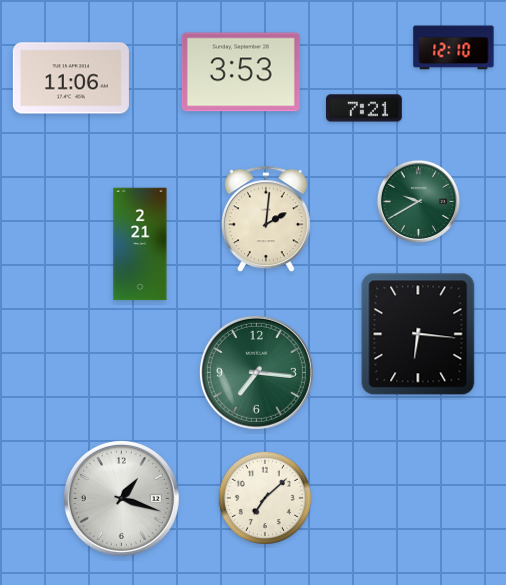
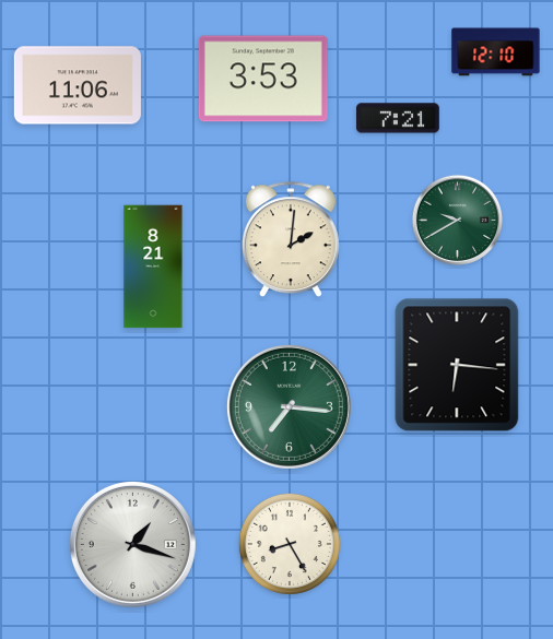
clock at (140, 244): 2:21 -> 8:21
clock at (256, 372) position: (256, 372) -> (289, 406)
clock at (265, 498): 7:08 -> 8:25
